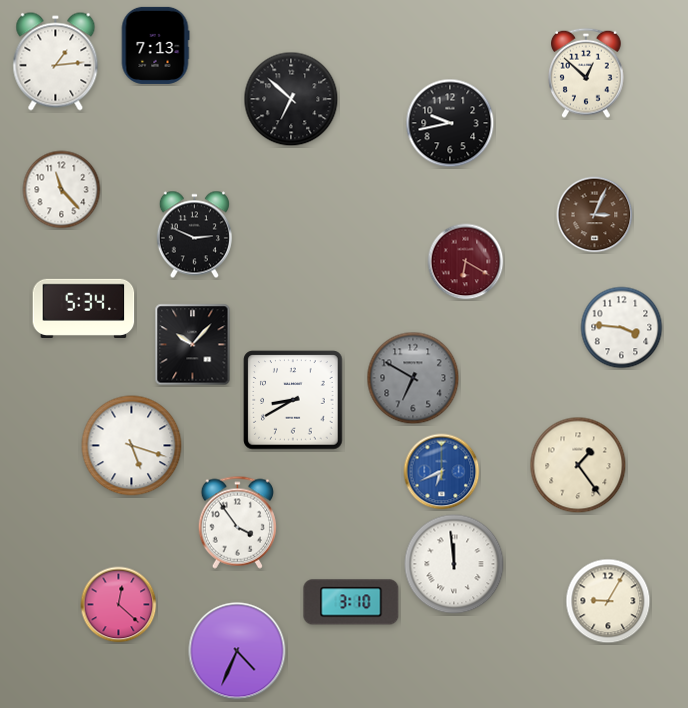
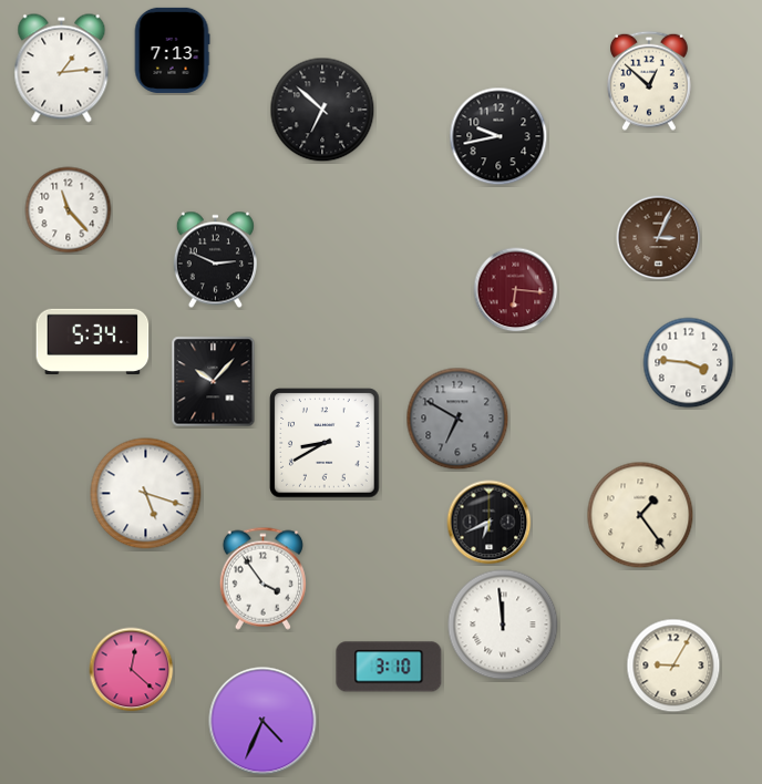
clock at (466, 262): 6:20 -> 6:16
clock at (442, 472) dial: blue -> black
